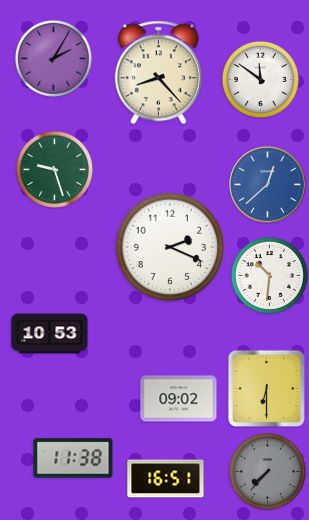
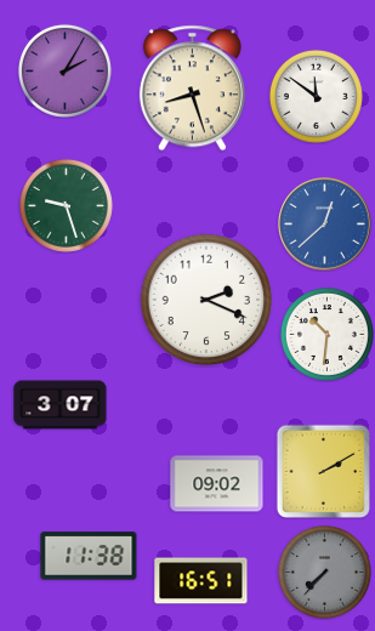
clock at (158, 73): 8:23 -> 8:27
clock at (50, 334): 10:53 -> 3:07
clock at (266, 388): 6:30 -> 2:10
